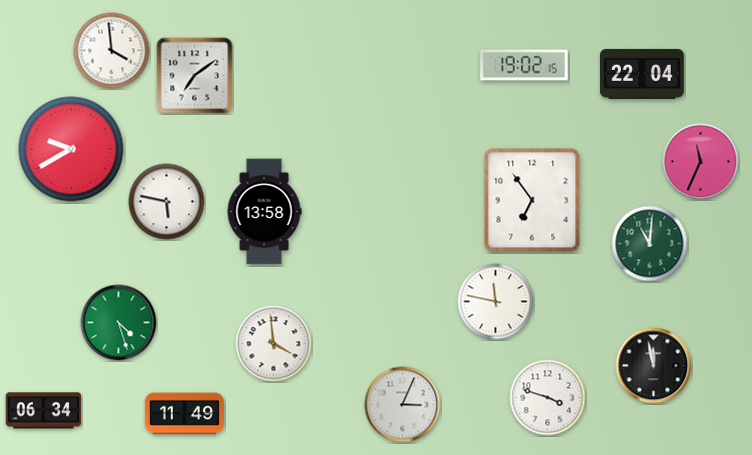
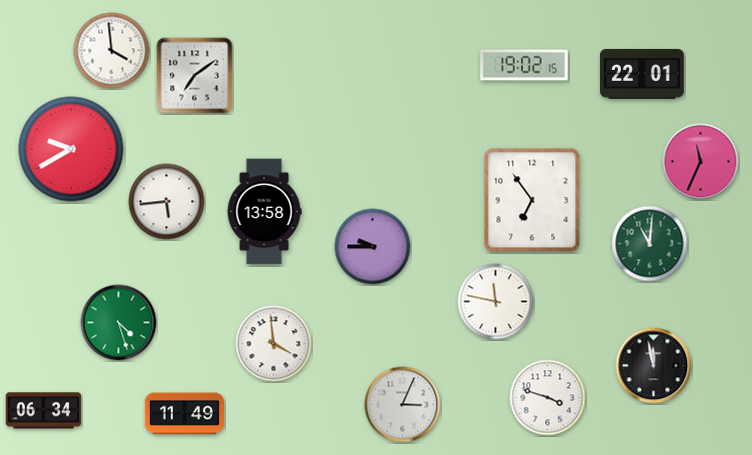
clock at (642, 74): 22:04 -> 22:01
clock at (167, 202): 5:47 -> 5:44
clock at (373, 247): none -> 9:45
